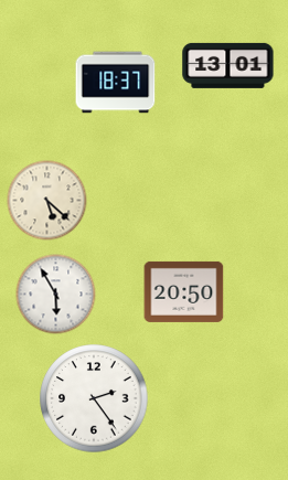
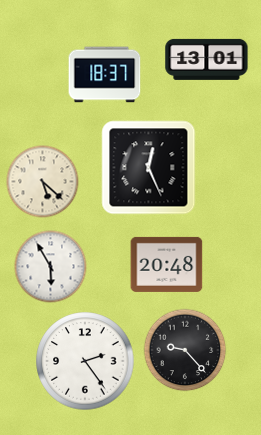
clock at (149, 168): none -> 12:26
clock at (184, 291): 20:50 -> 20:48
clock at (185, 350): none -> 9:23
